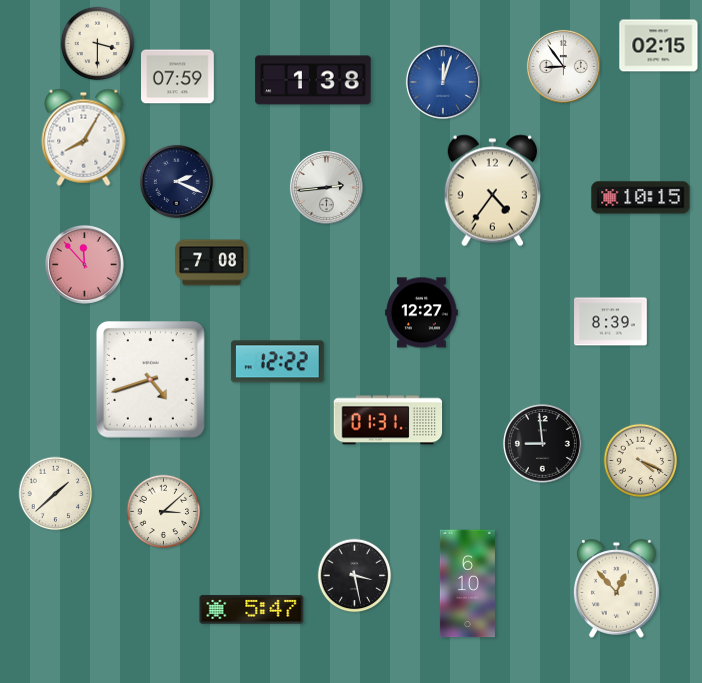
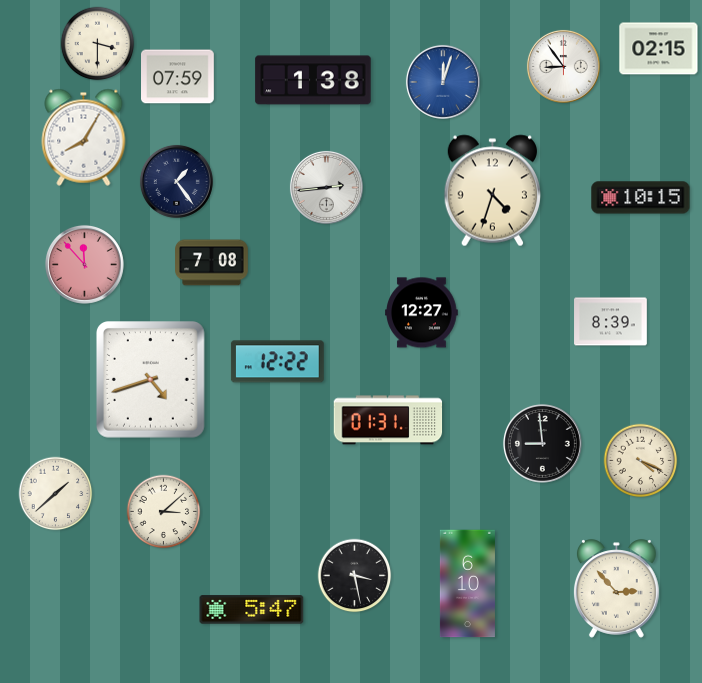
clock at (659, 46) position: (659, 46) -> (659, 49)
clock at (176, 181): 2:19 -> 1:24
clock at (492, 191): 4:36 -> 4:33
clock at (616, 589): 12:53 -> 2:53
